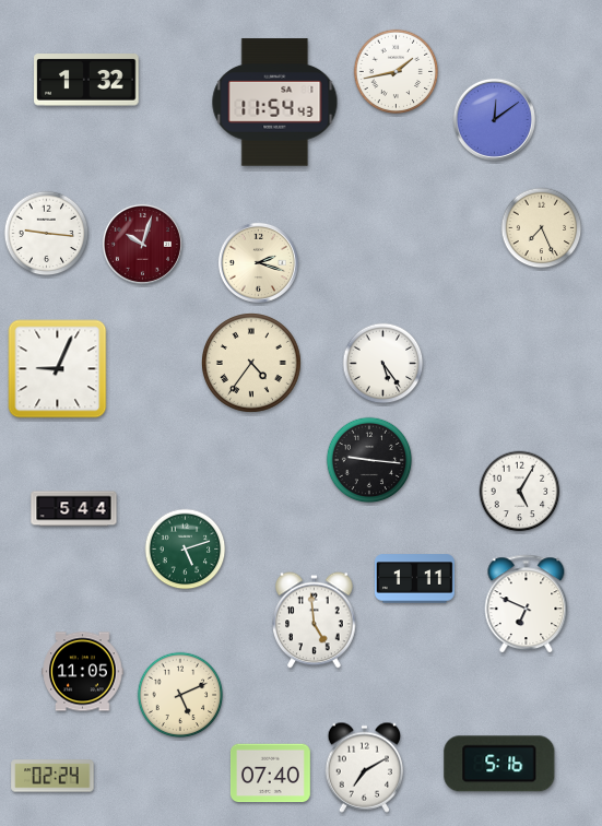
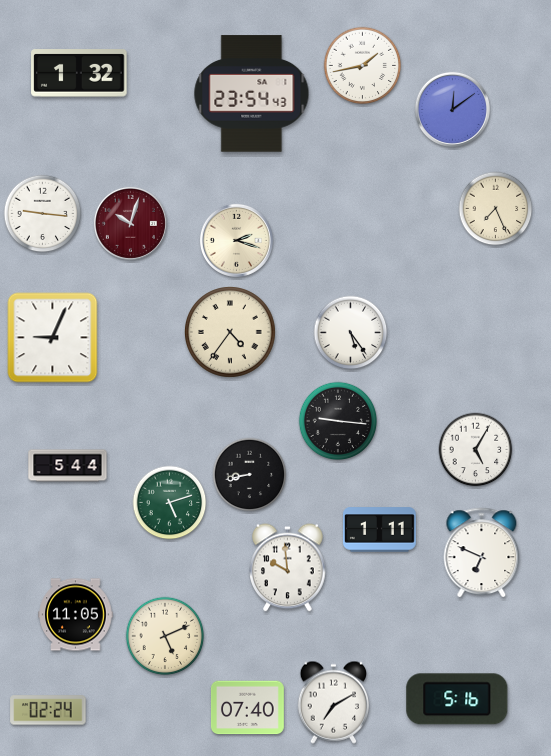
clock at (275, 103): 11:54 -> 23:54
clock at (250, 475): none -> 8:43
clock at (315, 621): 4:59 -> 9:59
